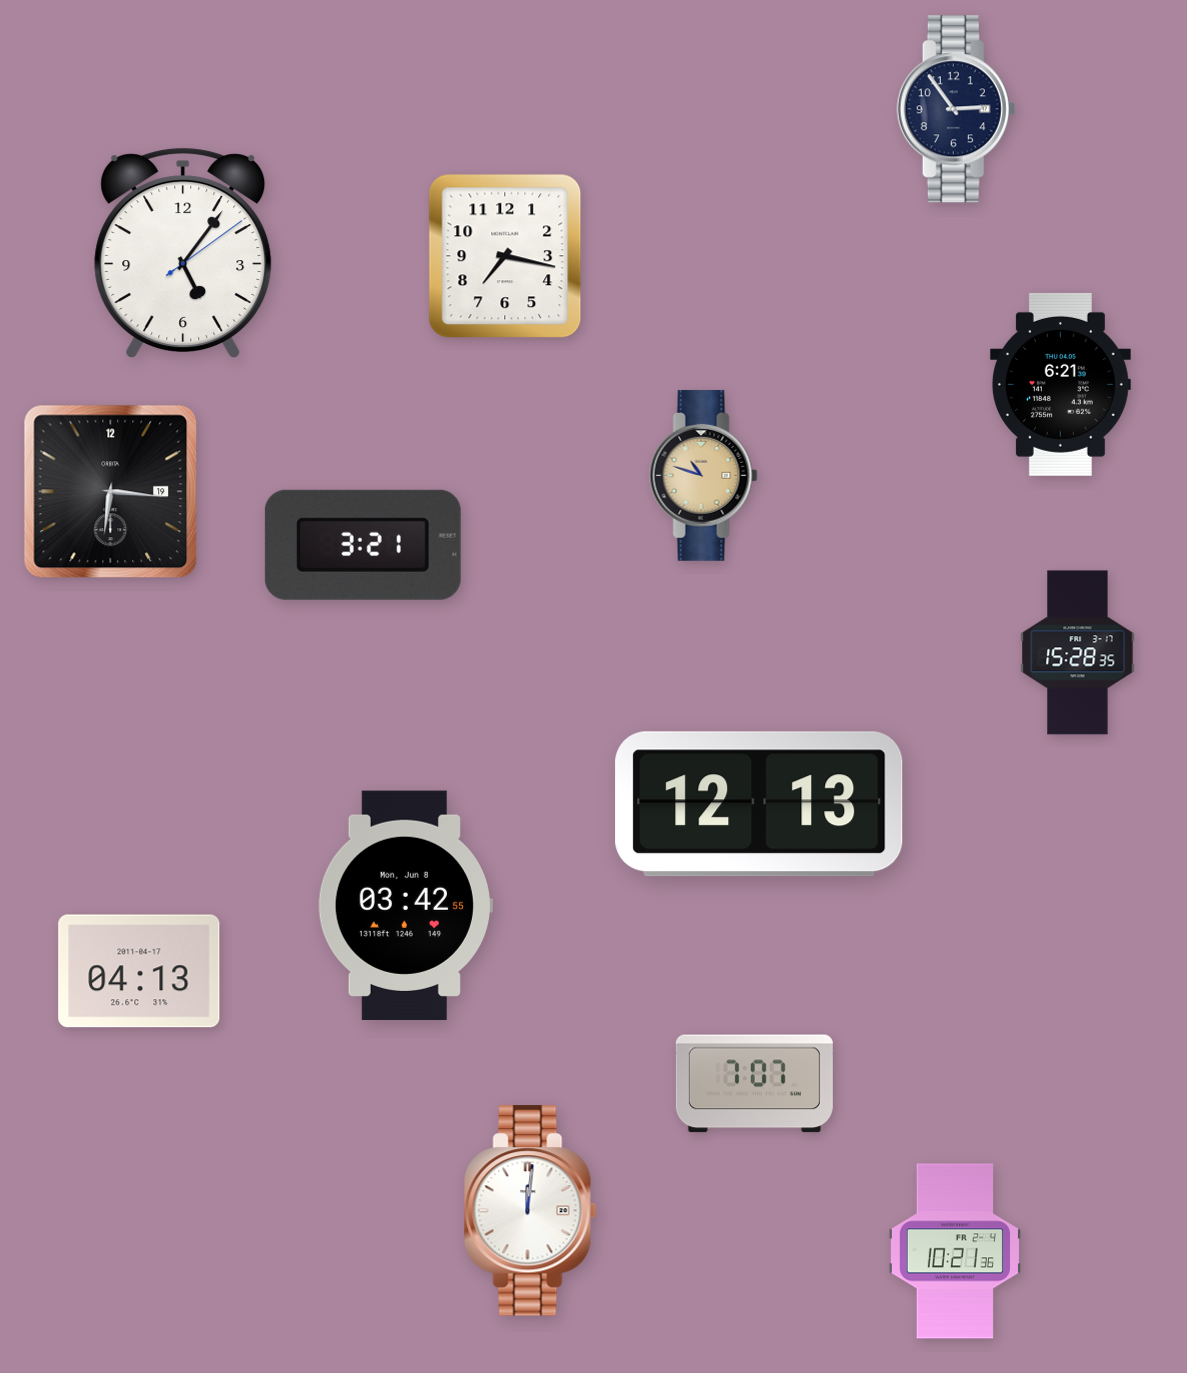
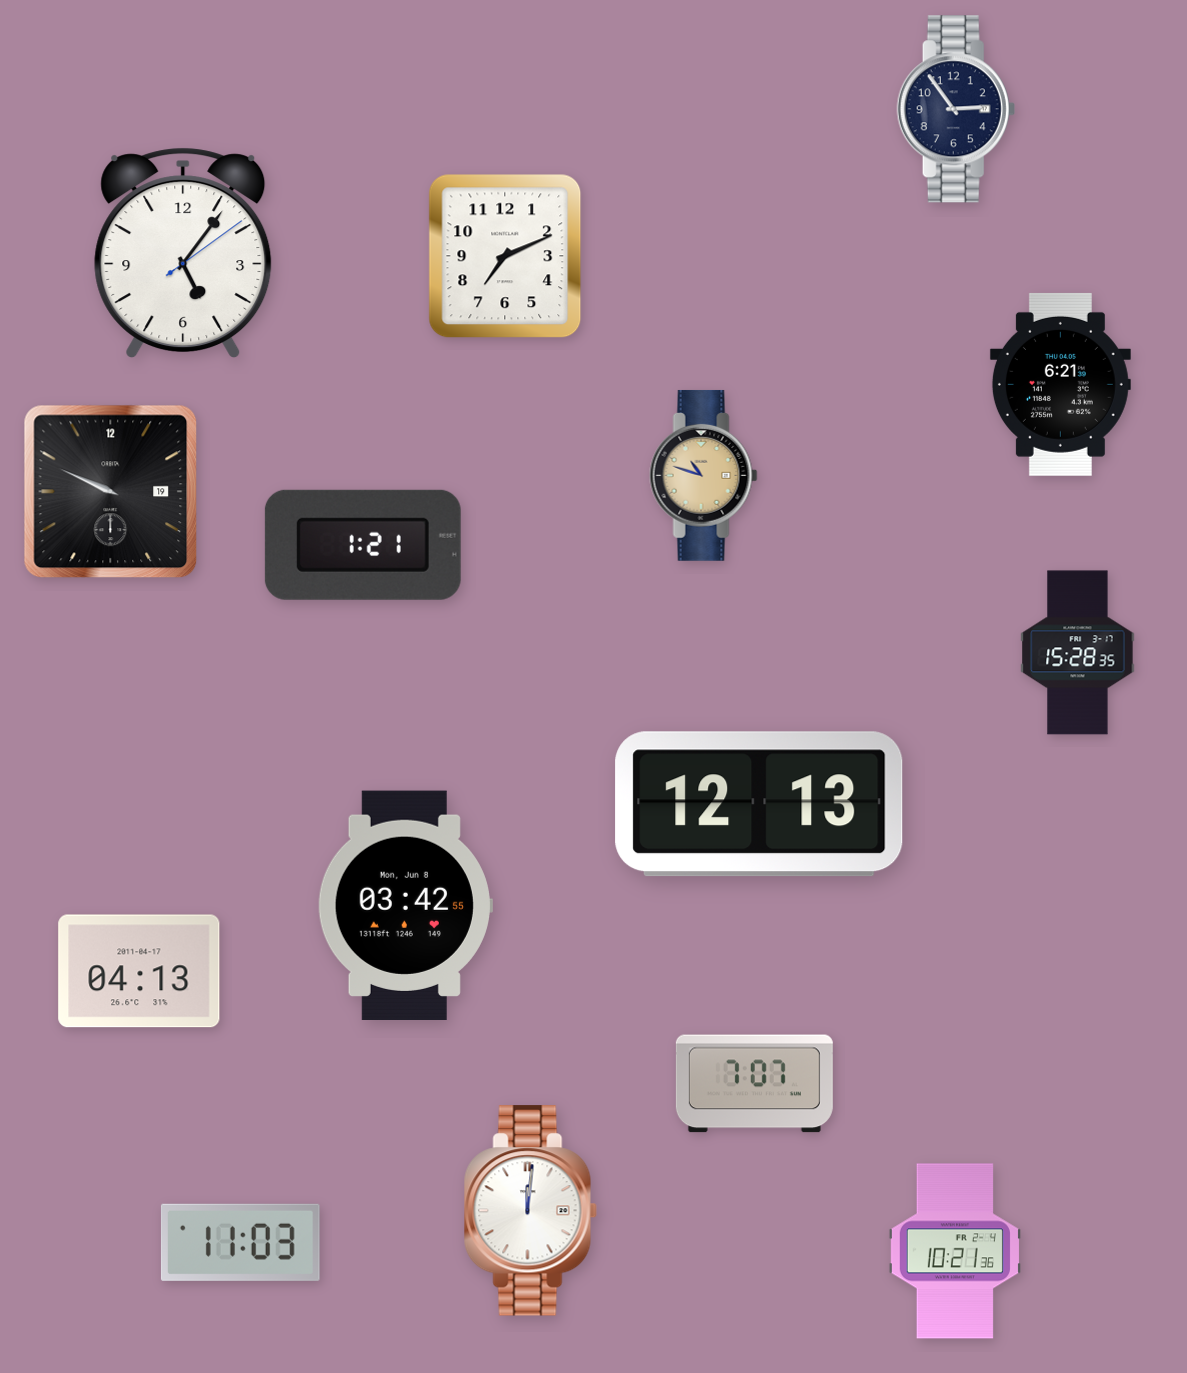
clock at (505, 256): 7:17 -> 7:11
clock at (111, 492): 6:16 -> 9:49
clock at (363, 545): 3:21 -> 1:21
clock at (240, 1242): none -> 11:03
